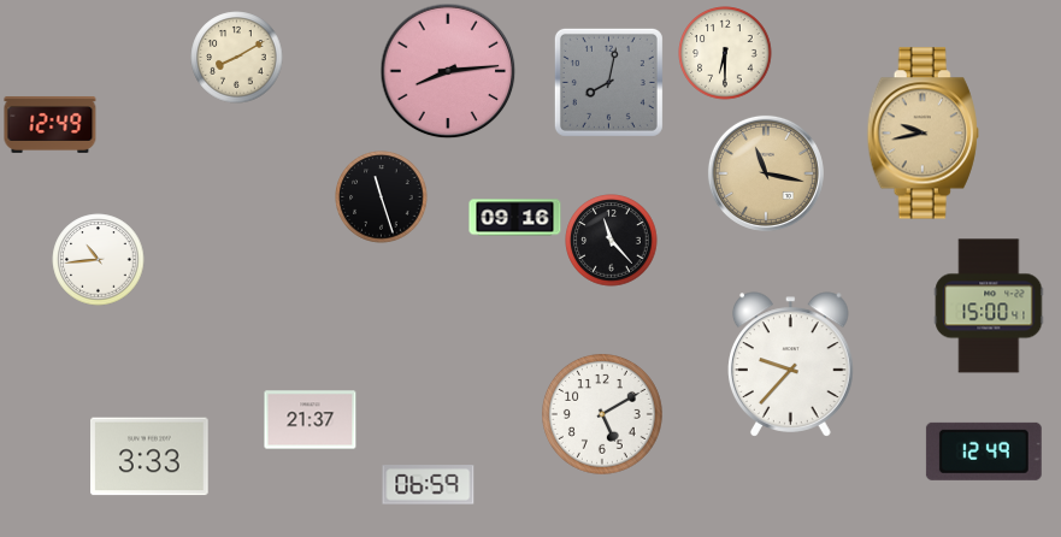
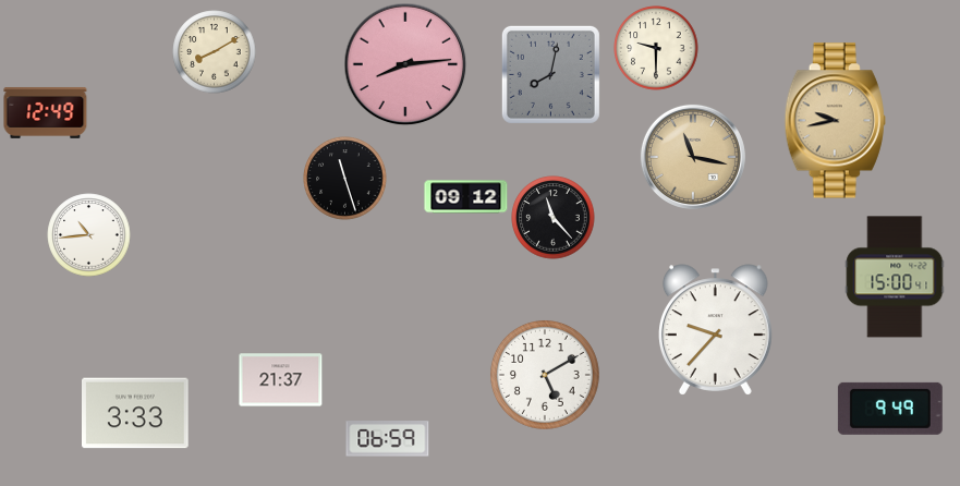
clock at (725, 53): 6:30 -> 9:30
clock at (515, 218): 09:16 -> 09:12
clock at (984, 452): 12:49 -> 9:49
